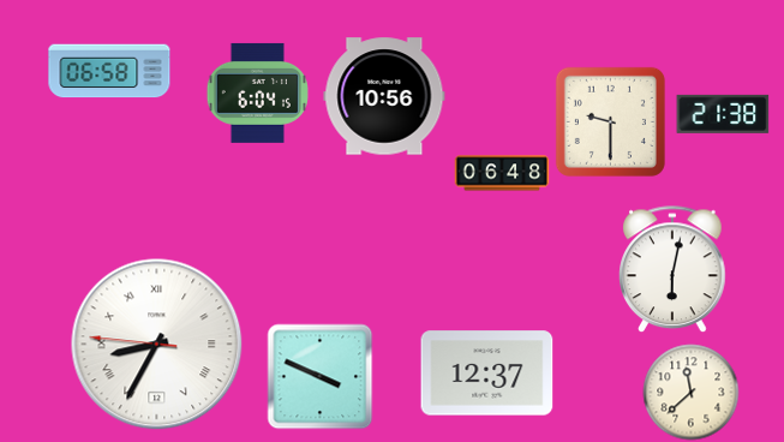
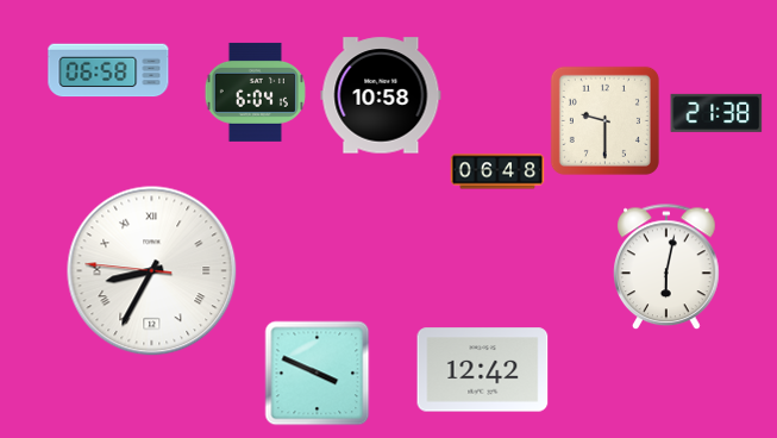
clock at (384, 96): 10:56 -> 10:58
clock at (157, 345) position: (157, 345) -> (152, 271)
clock at (487, 374): 12:37 -> 12:42
clock at (692, 393): 11:38 -> none
